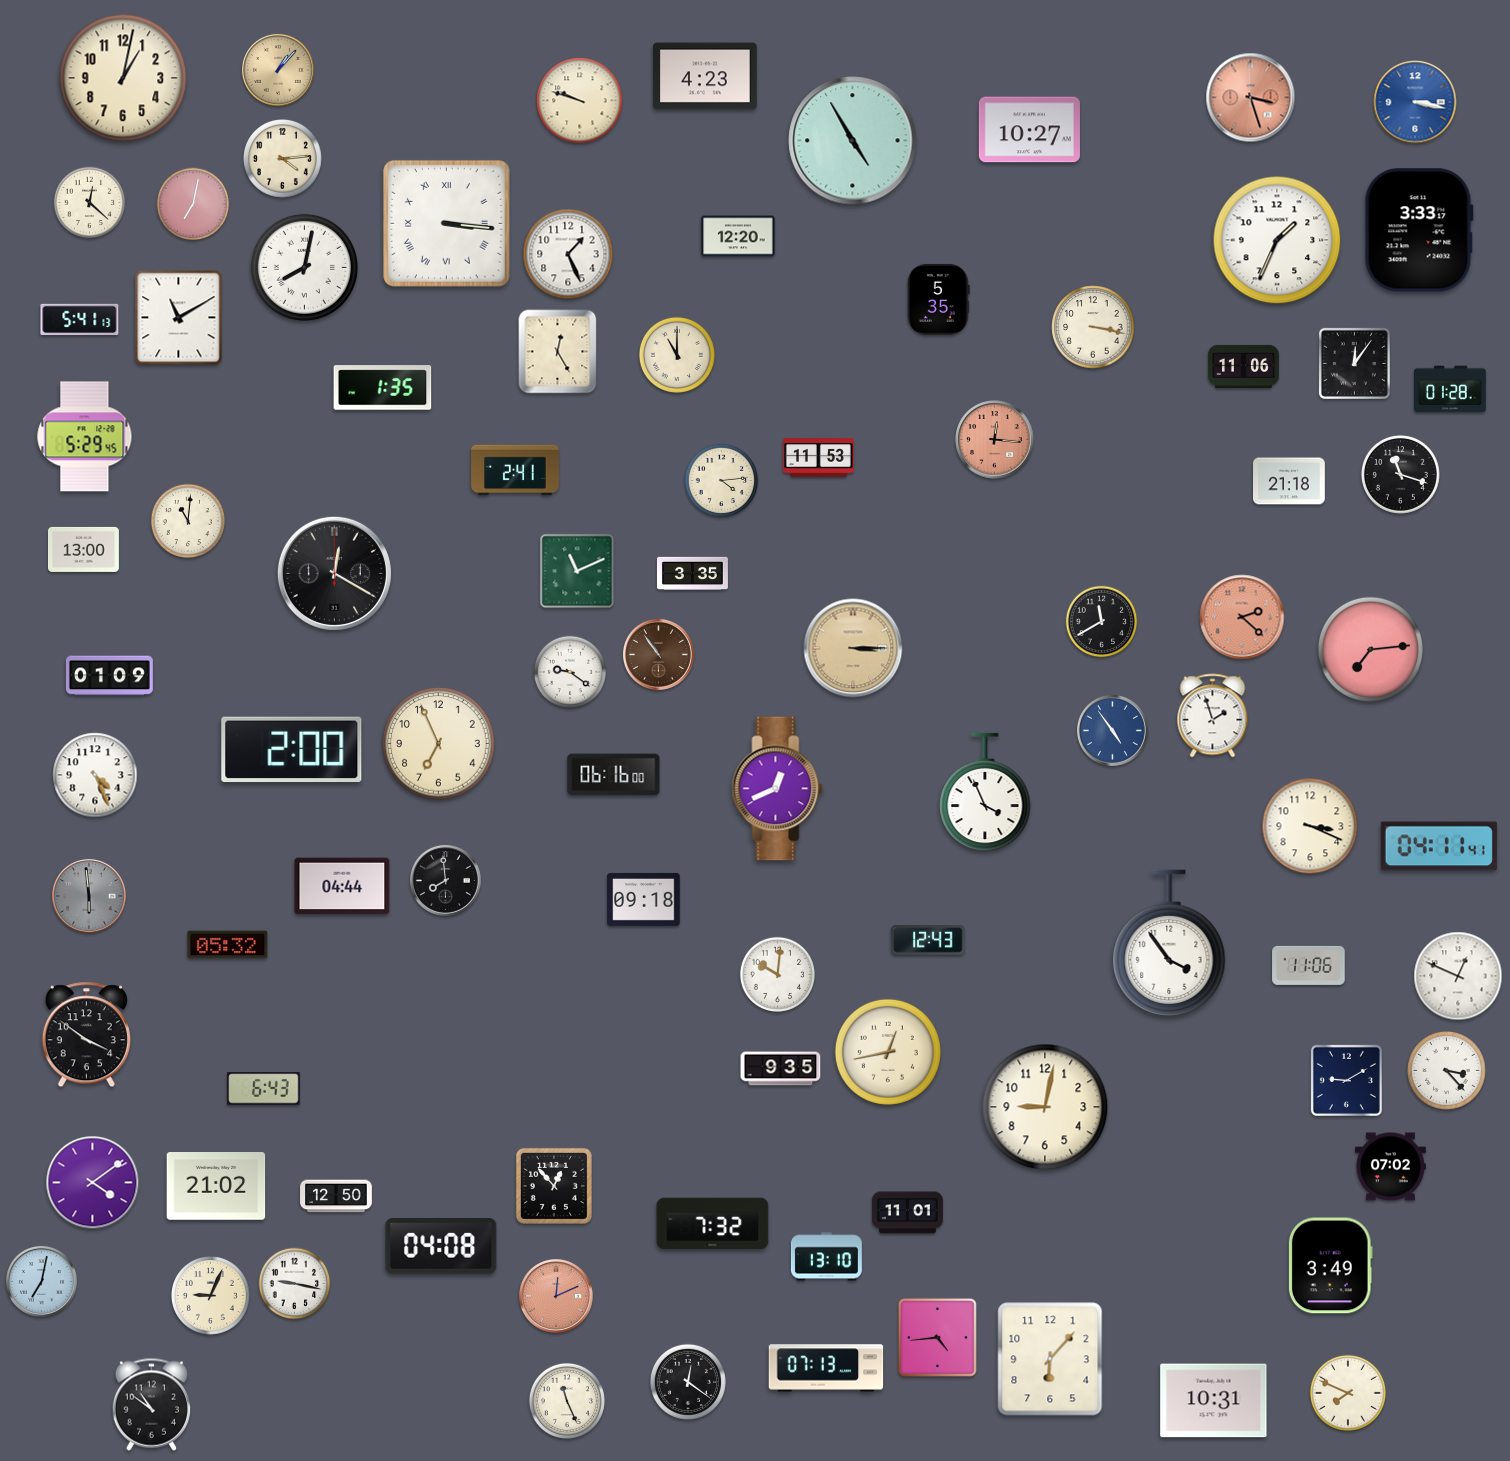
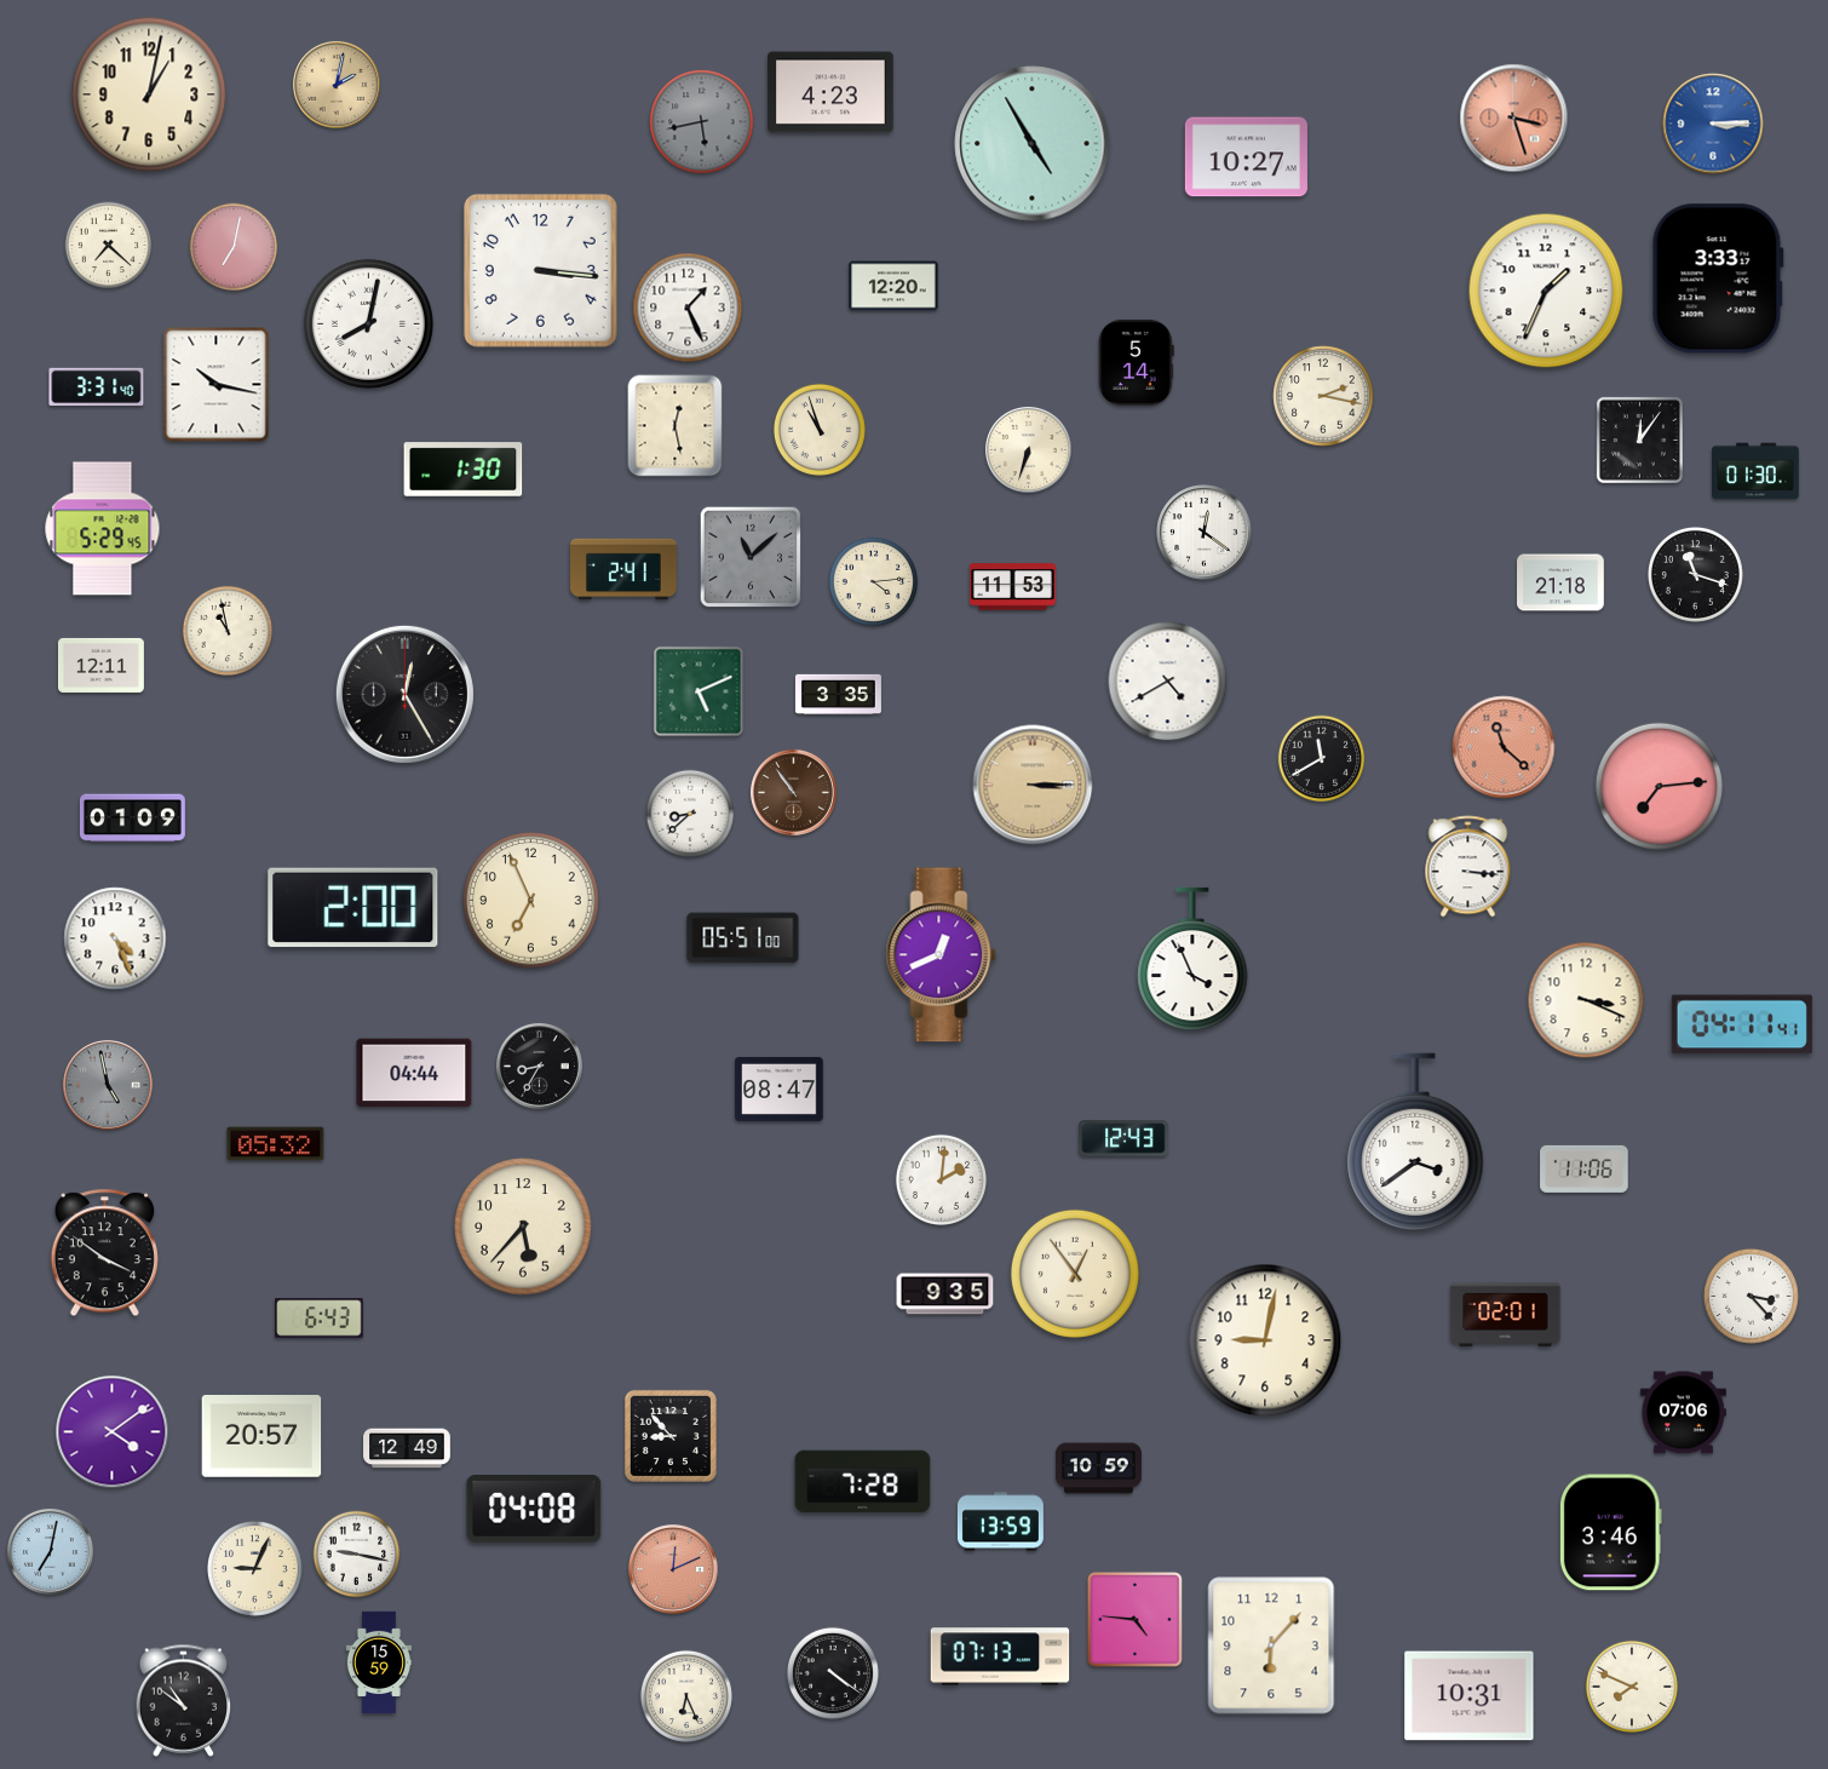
clock at (278, 70): 1:07 -> 2:02
clock at (705, 76) position: (705, 76) -> (830, 92)
clock at (580, 101): 9:48 -> 5:43
clock at (580, 101) dial: cream -> grey
clock at (1415, 102): 3:17 -> 3:15
clock at (853, 141) position: (853, 141) -> (1033, 144)
clock at (283, 159): 4:14 -> none
clock at (90, 203): 12:22 -> 7:22
clock at (446, 223) numerals: Roman -> Arabic
clock at (938, 299): 5:35 -> 5:14
clock at (179, 318): 11:10 -> 10:17
clock at (80, 320): 5:41 -> 3:31
clock at (1093, 327): 3:17 -> 2:17
clock at (558, 352): 12:25 -> 12:28
clock at (677, 355): 11:00 -> 10:57
clock at (1243, 366): 11:06 -> none
clock at (1028, 449): none -> 6:33
clock at (383, 388): 1:35 -> 1:30
clock at (1451, 389): 01:28 -> 01:30
clock at (995, 440): 12:16 -> 12:21
clock at (995, 440) dial: salmon -> white
clock at (818, 458) position: (818, 458) -> (1012, 587)
clock at (751, 557): none -> 11:08
clock at (187, 520): 11:01 -> 10:58
clock at (83, 549): 13:00 -> 12:11
clock at (1168, 682): none -> 4:40
clock at (577, 571): 11:11 -> 5:11
clock at (334, 573): 12:20 -> 12:25
clock at (1242, 617): 2:22 -> 11:22
clock at (1102, 622) position: (1102, 622) -> (1322, 759)
clock at (658, 654) position: (658, 654) -> (793, 792)
clock at (570, 672): 9:21 -> 8:38
clock at (1213, 716): 1:57 -> 3:16
clock at (1112, 730): 4:54 -> none
clock at (614, 775): 06:16 -> 05:51
clock at (445, 880): 7:59 -> 8:35
clock at (90, 897): 5:59 -> 4:58
clock at (644, 899): 09:18 -> 08:47
clock at (1169, 943): 3:54 -> 3:39
clock at (777, 974): 10:01 -> 2:01
clock at (1458, 976): 12:49 -> none
clock at (523, 1227): none -> 5:37
clock at (888, 1052): 12:43 -> 12:54
clock at (1346, 1080): 9:10 -> none
clock at (1506, 1314): none -> 02:01
clock at (1390, 1167): 07:02 -> 07:06
clock at (554, 1186): 12:53 -> 8:53
clock at (216, 1187): 21:02 -> 20:57
clock at (336, 1196): 12:50 -> 12:49
clock at (907, 1213): 11:01 -> 10:59
clock at (713, 1224): 7:32 -> 7:28
clock at (826, 1257): 13:10 -> 13:59
clock at (1330, 1266): 3:49 -> 3:46
clock at (937, 1337): 4:44 -> 4:46
clock at (379, 1662): none -> 15:59
clock at (688, 1382): 12:21 -> 4:21
clock at (567, 1401): 11:26 -> 6:26
